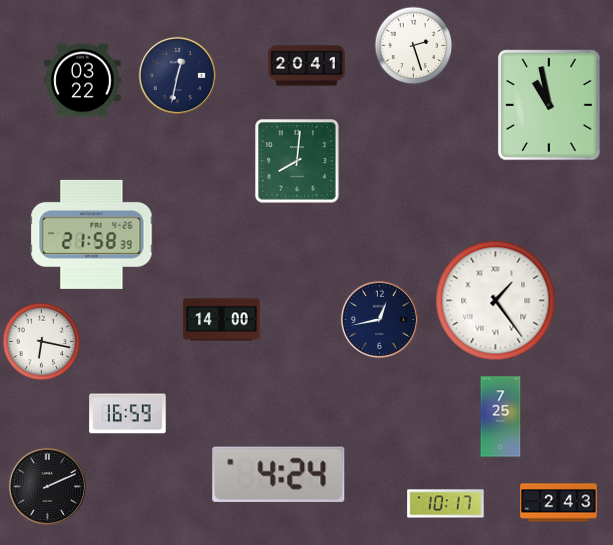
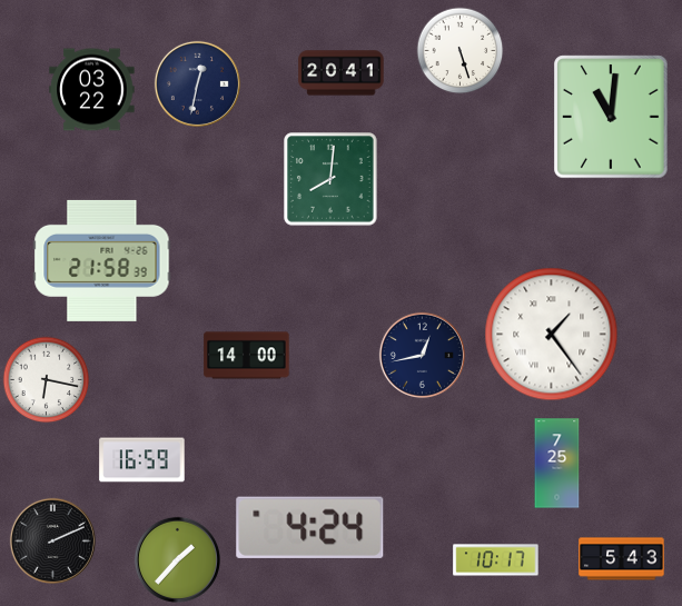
clock at (413, 45): 2:27 -> 5:27
clock at (549, 105): 10:58 -> 11:01
clock at (177, 559): none -> 1:37
clock at (559, 503): 2:43 -> 5:43
